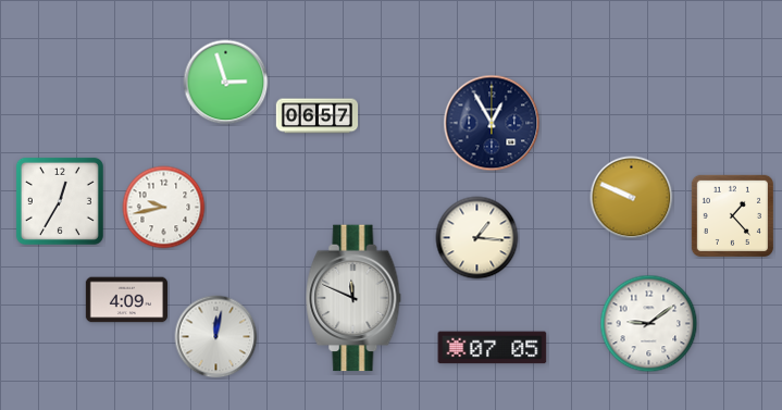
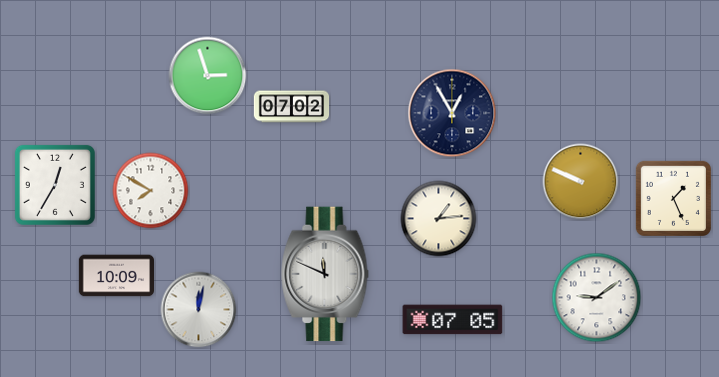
clock at (318, 116): 06:57 -> 07:02
clock at (164, 208): 9:43 -> 7:50
clock at (732, 215): 1:23 -> 1:26
clock at (477, 238): 1:16 -> 1:14
clock at (126, 300): 4:09 -> 10:09
